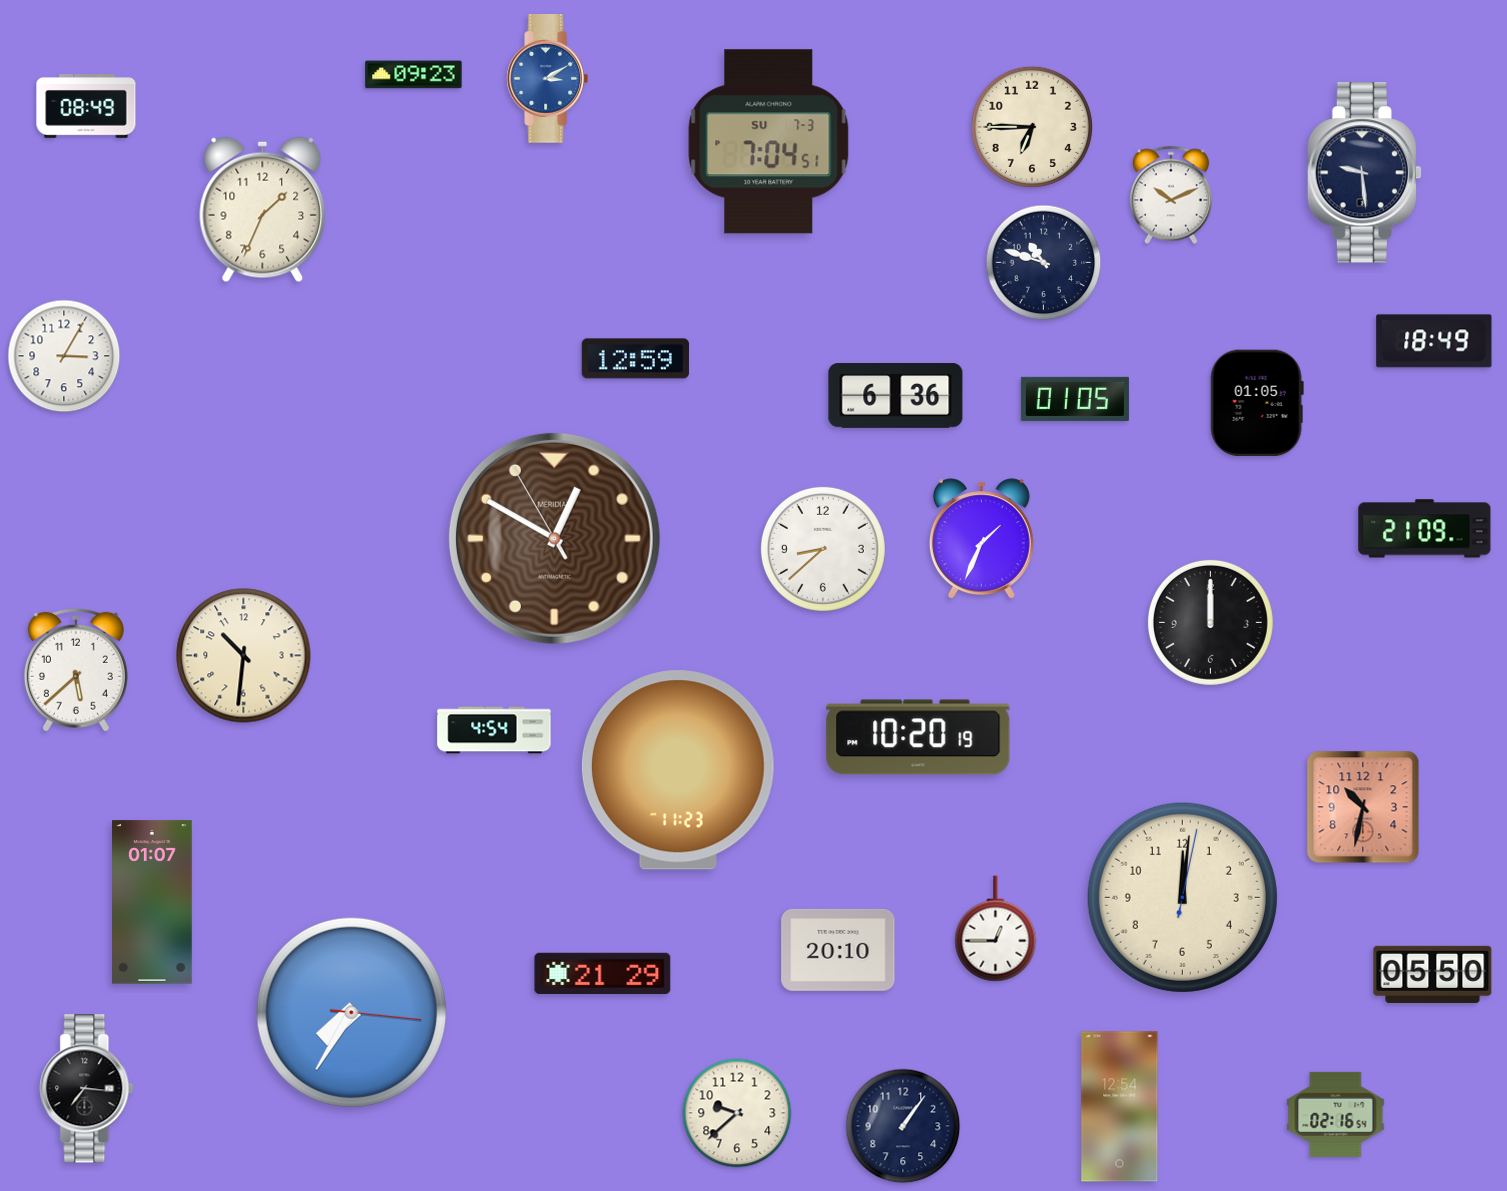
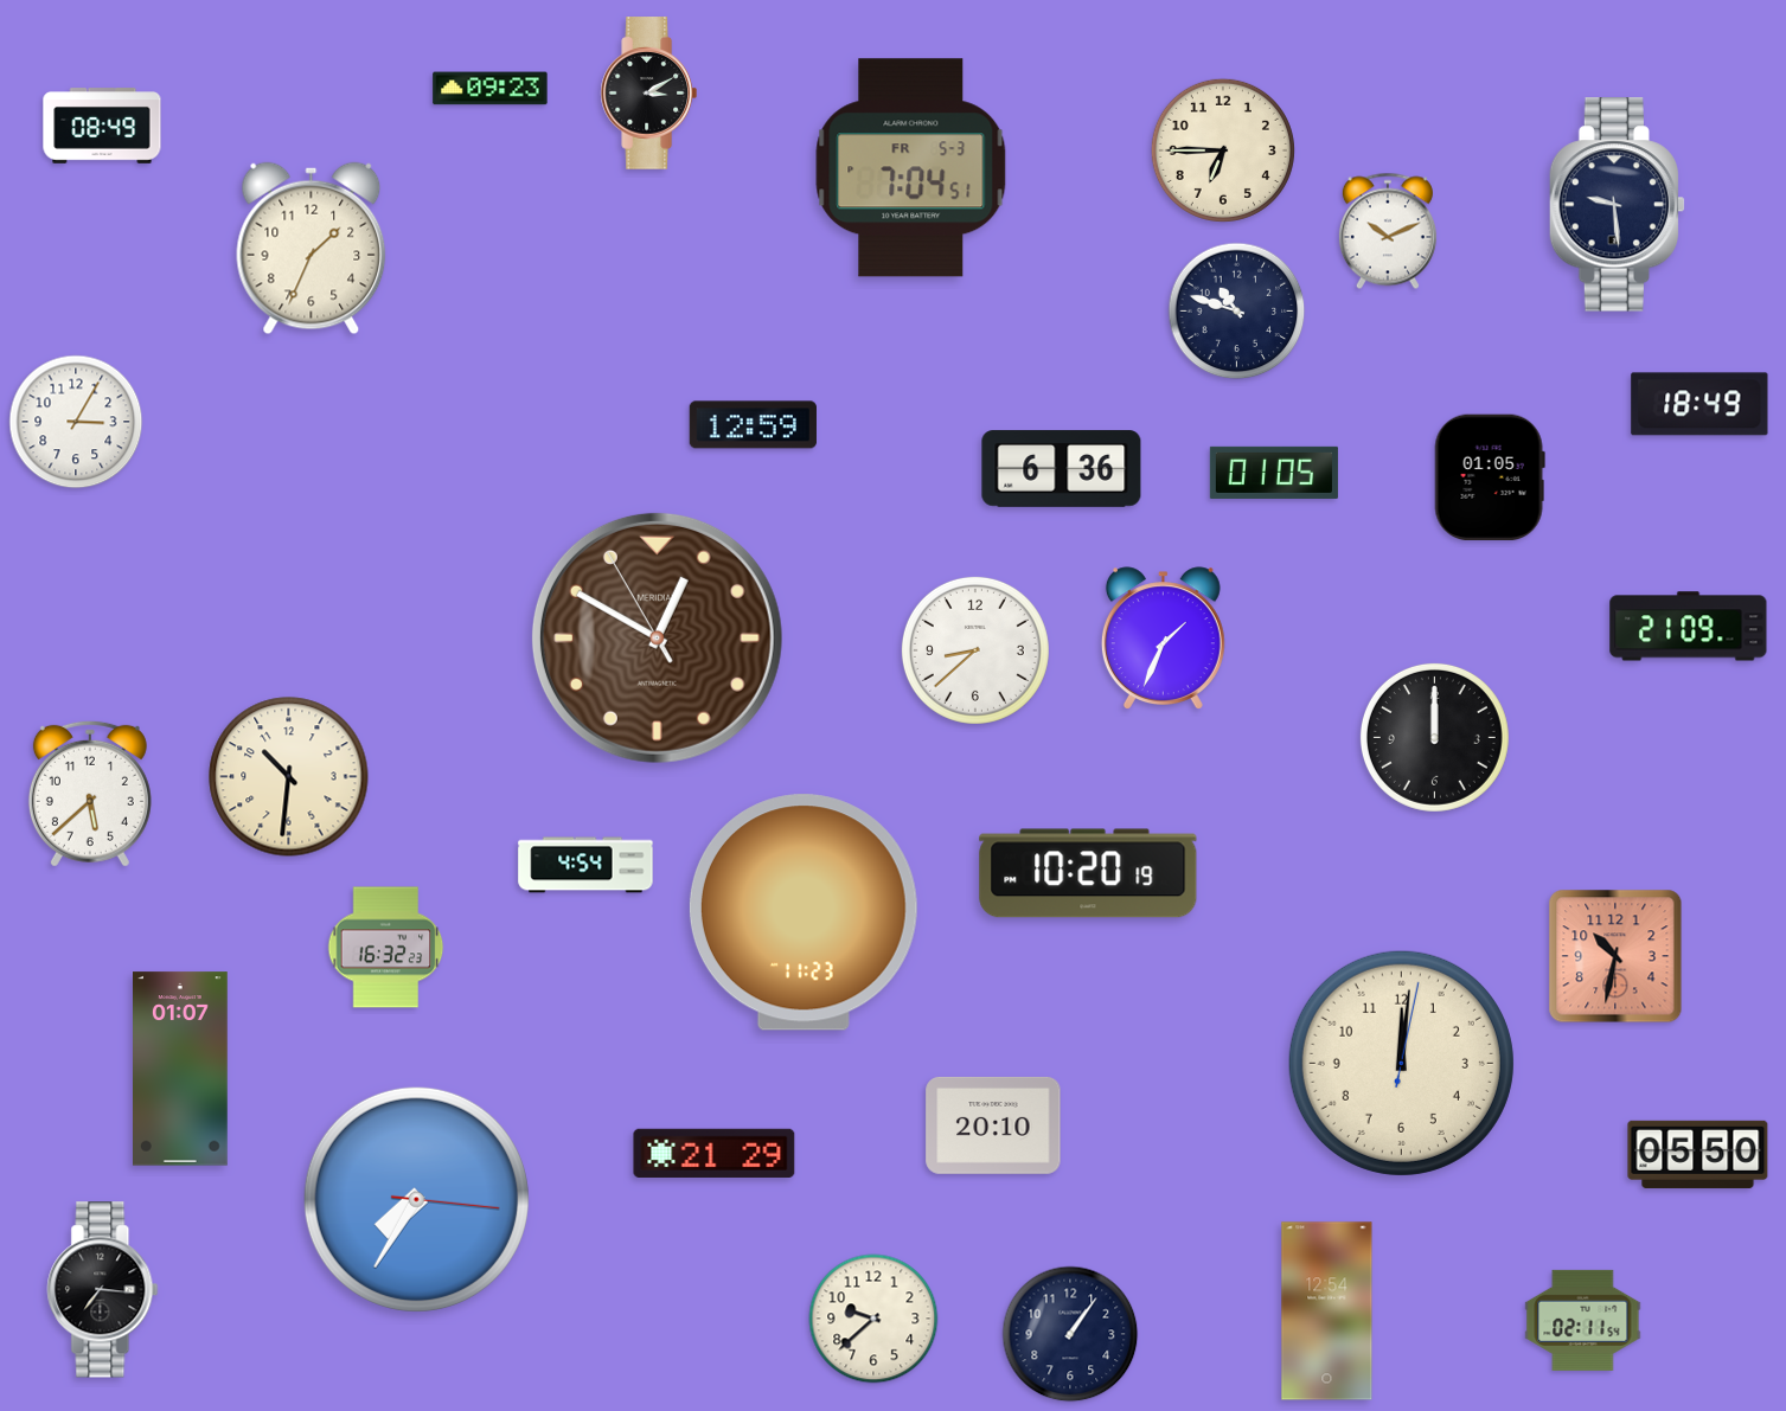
clock at (547, 79) dial: blue -> black
clock at (769, 142) date: SU 7-3 -> FR 5-3
clock at (386, 948): none -> 16:32
clock at (996, 929): 12:45 -> none
clock at (1336, 1114): 02:16 -> 02:11
